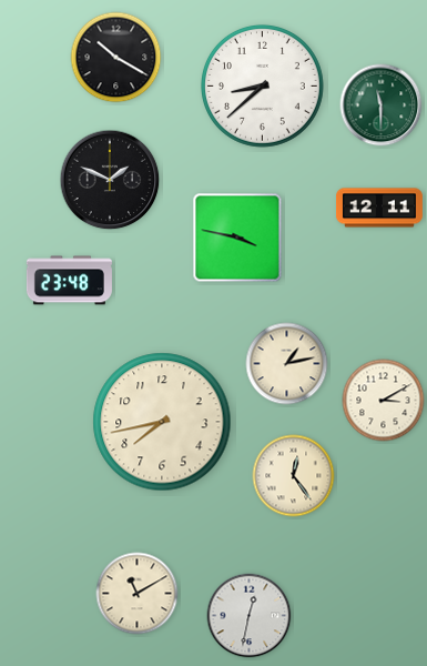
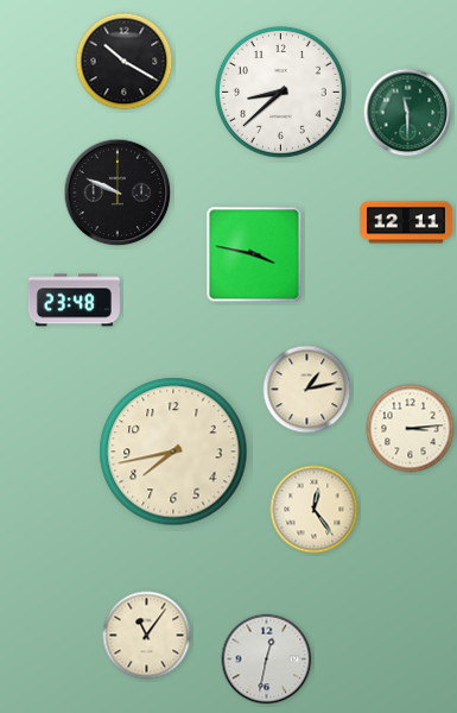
clock at (110, 180): 1:49 -> 9:49
clock at (384, 401): 3:10 -> 3:14
clock at (138, 594): 11:10 -> 11:06
